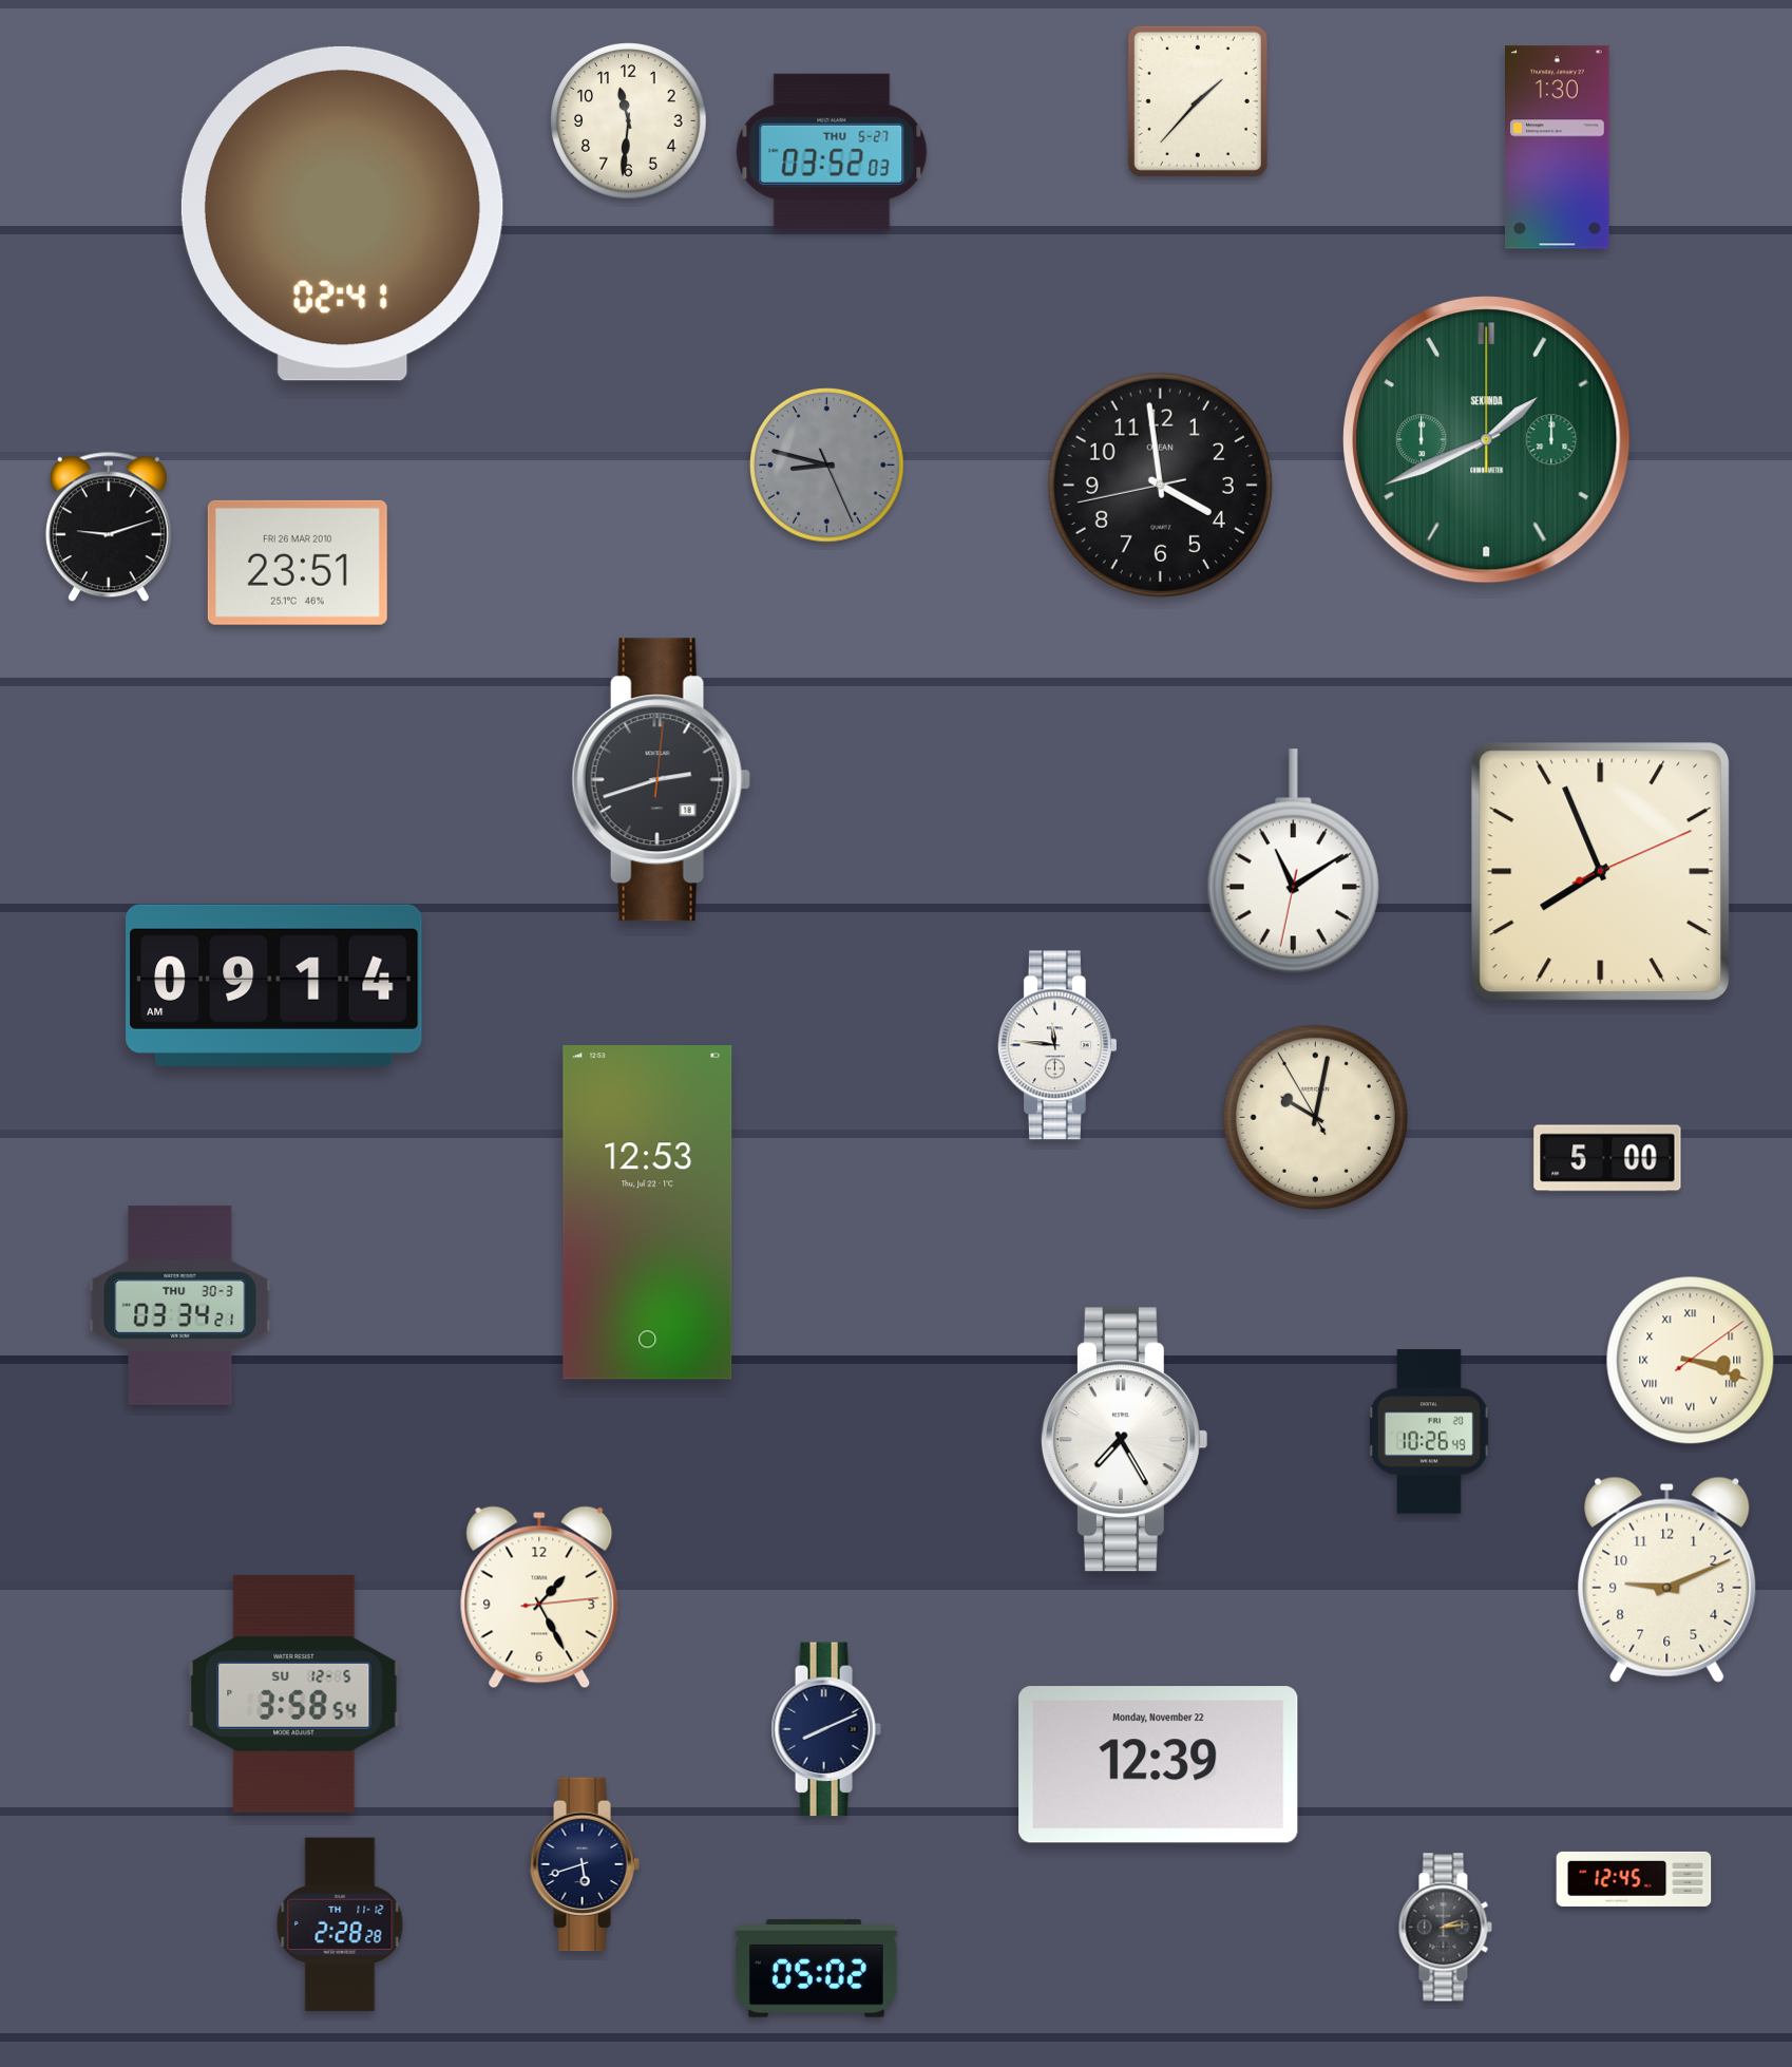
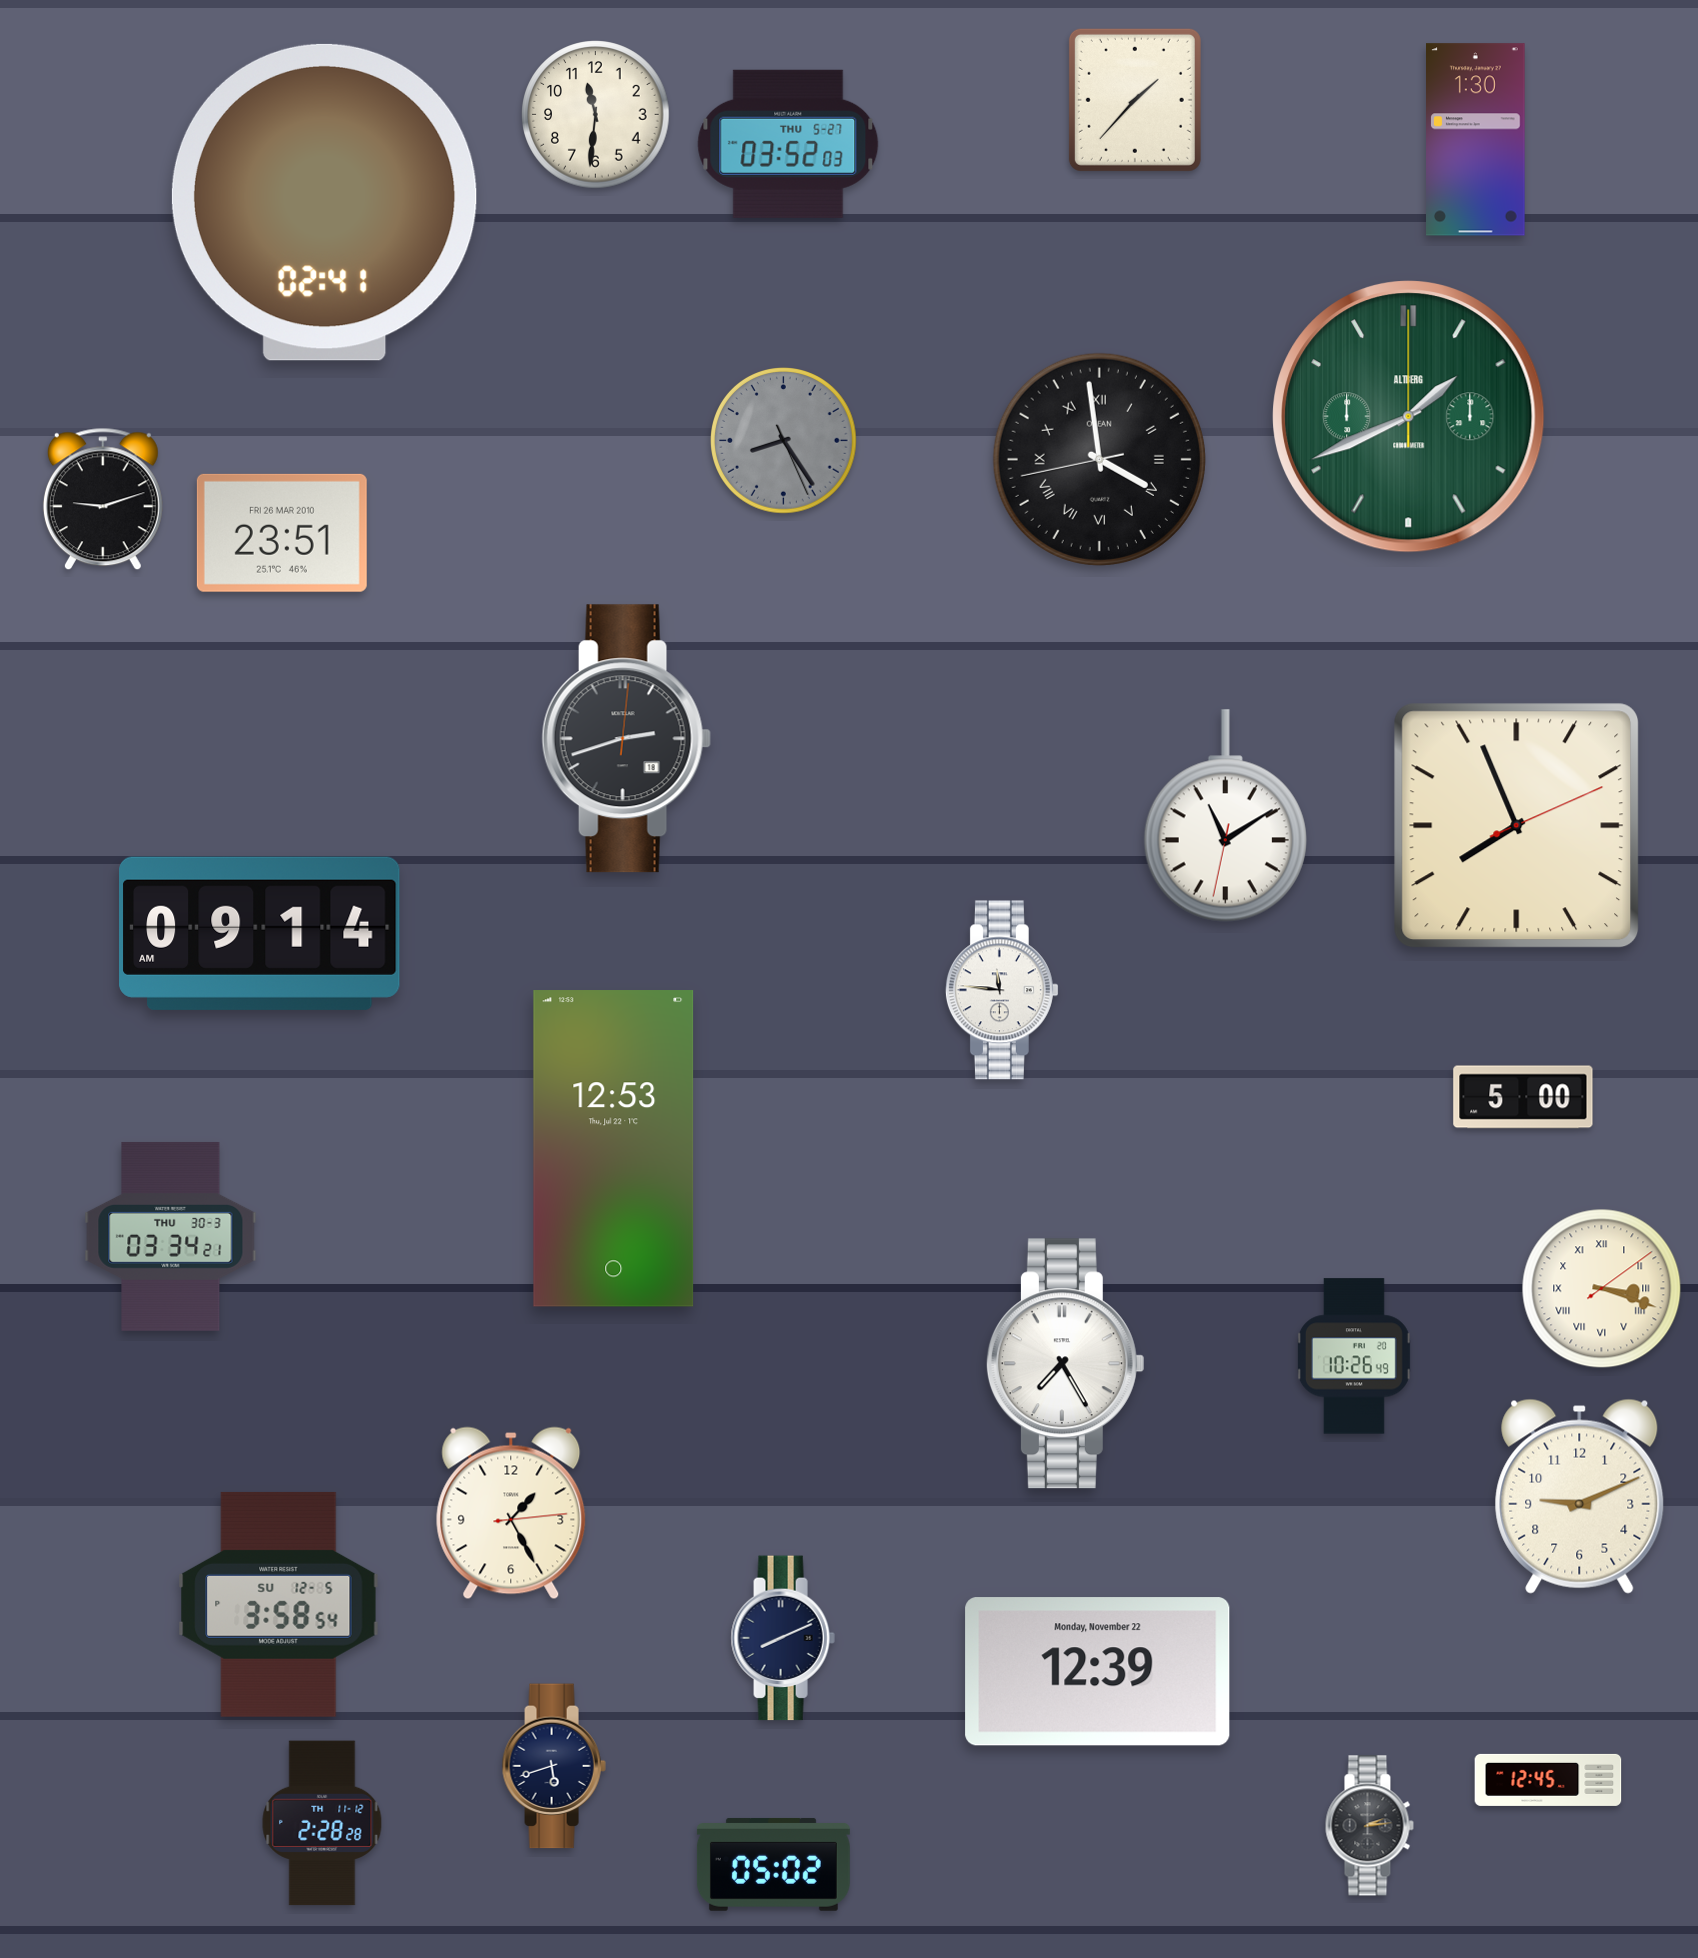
clock at (1198, 101) position: (1198, 101) -> (1135, 100)
clock at (1487, 440) brand: SEKUNDA -> ALTBERG
clock at (827, 466): 8:47 -> 8:24
clock at (1160, 485) numerals: Arabic -> Roman
clock at (1315, 1117): 10:01 -> none
